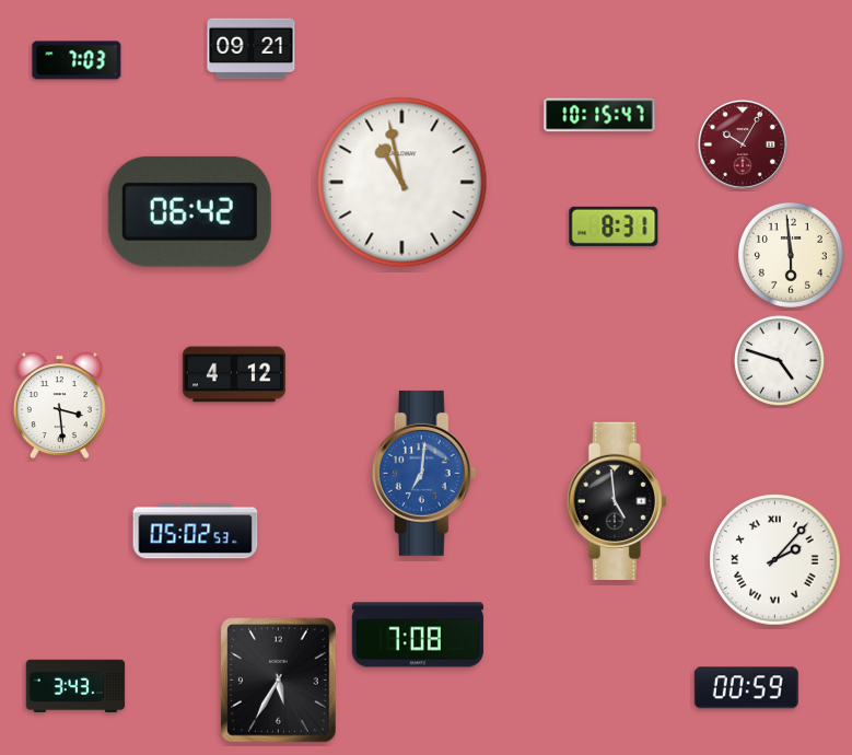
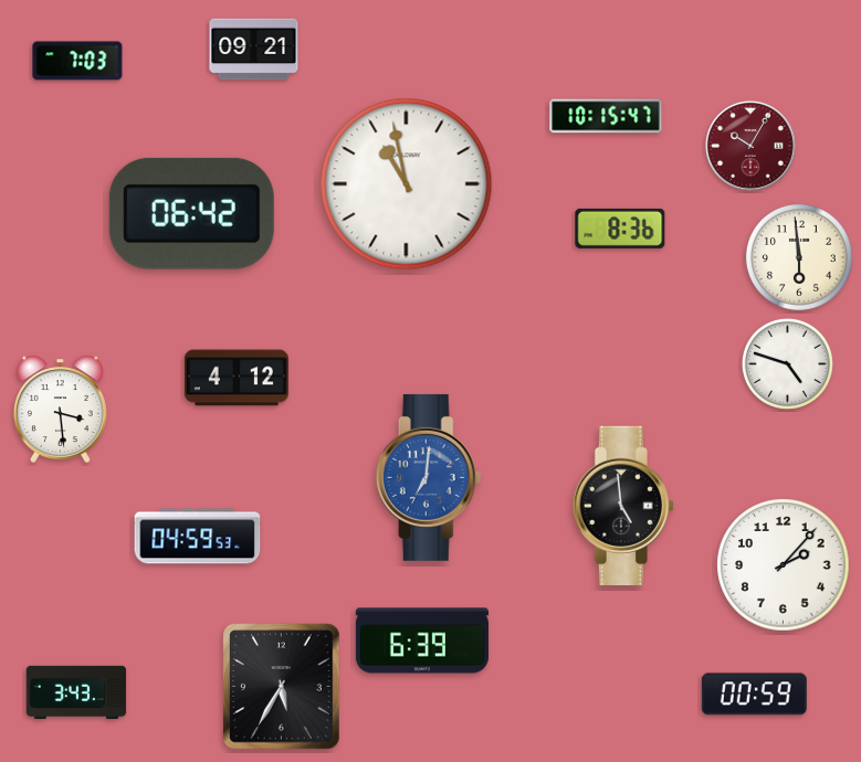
clock at (614, 226): 8:31 -> 8:36
clock at (196, 532): 05:02 -> 04:59
clock at (775, 560) numerals: Roman -> Arabic
clock at (418, 635): 7:08 -> 6:39
